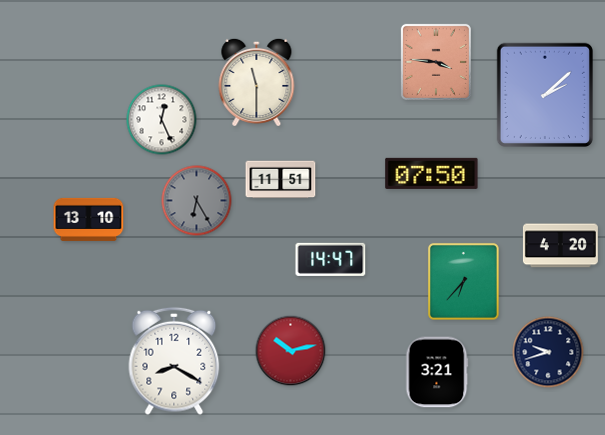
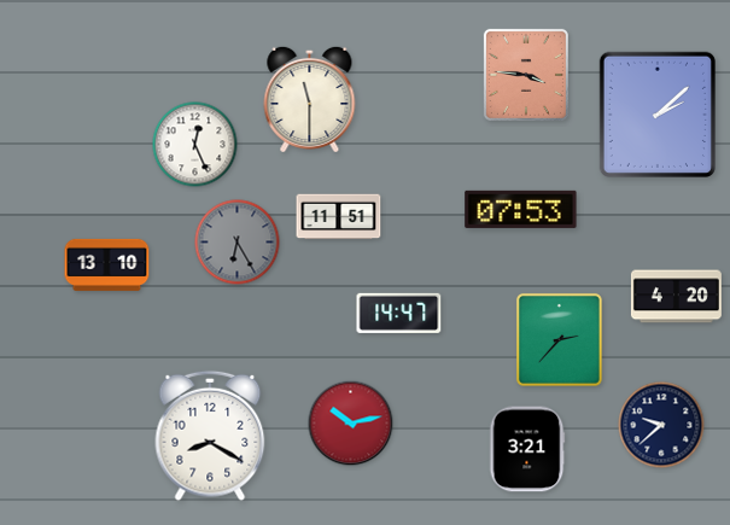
clock at (432, 173): 07:50 -> 07:53
clock at (463, 281): 6:37 -> 2:37
clock at (548, 352): 9:42 -> 9:38
